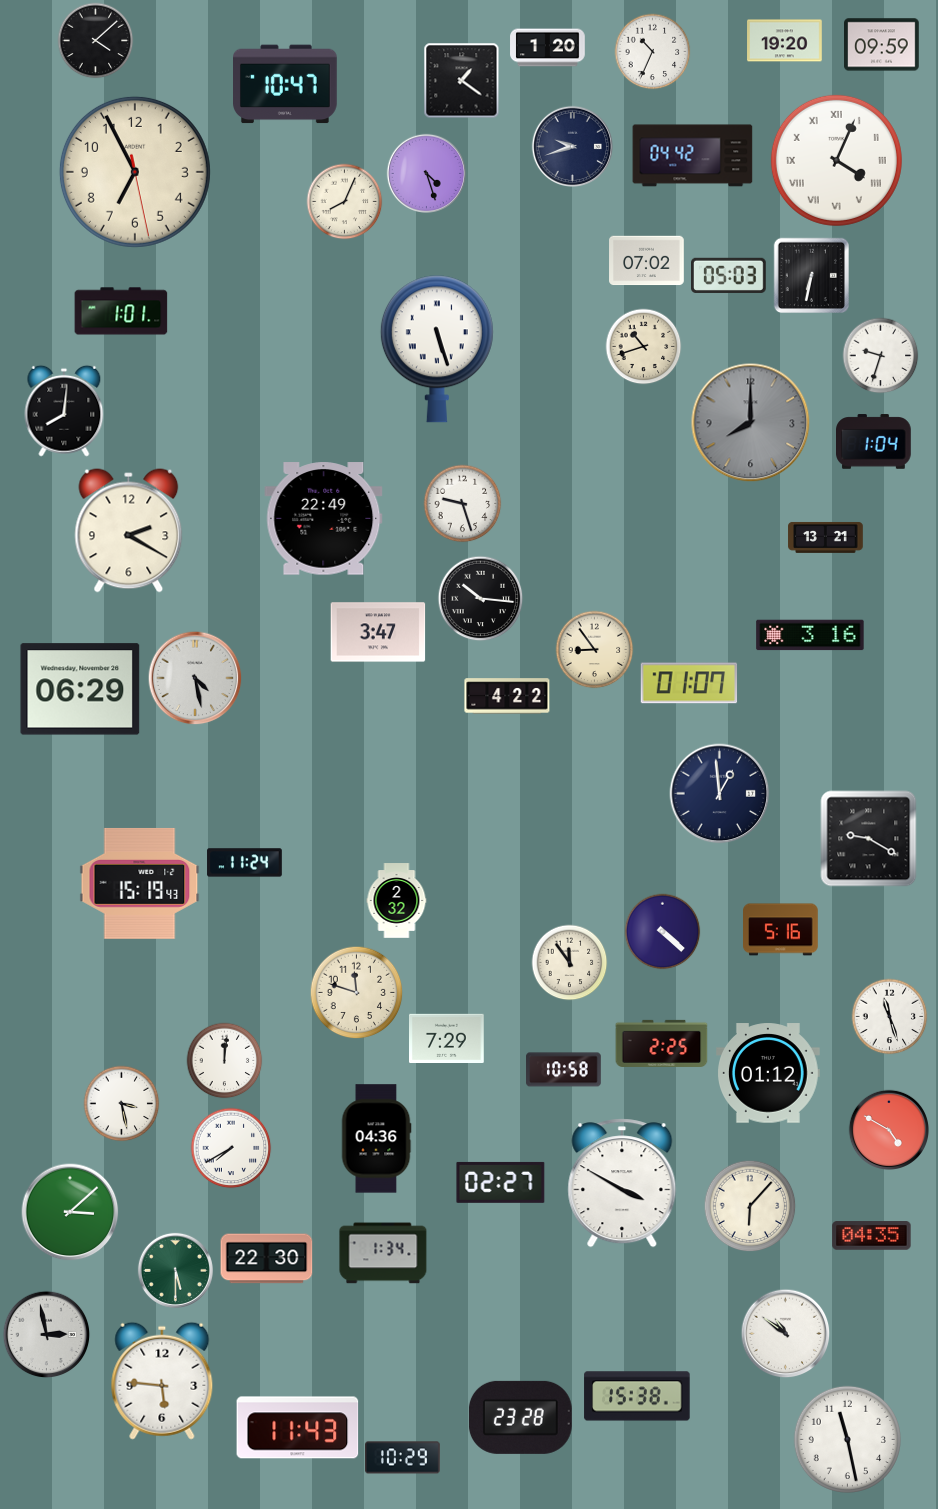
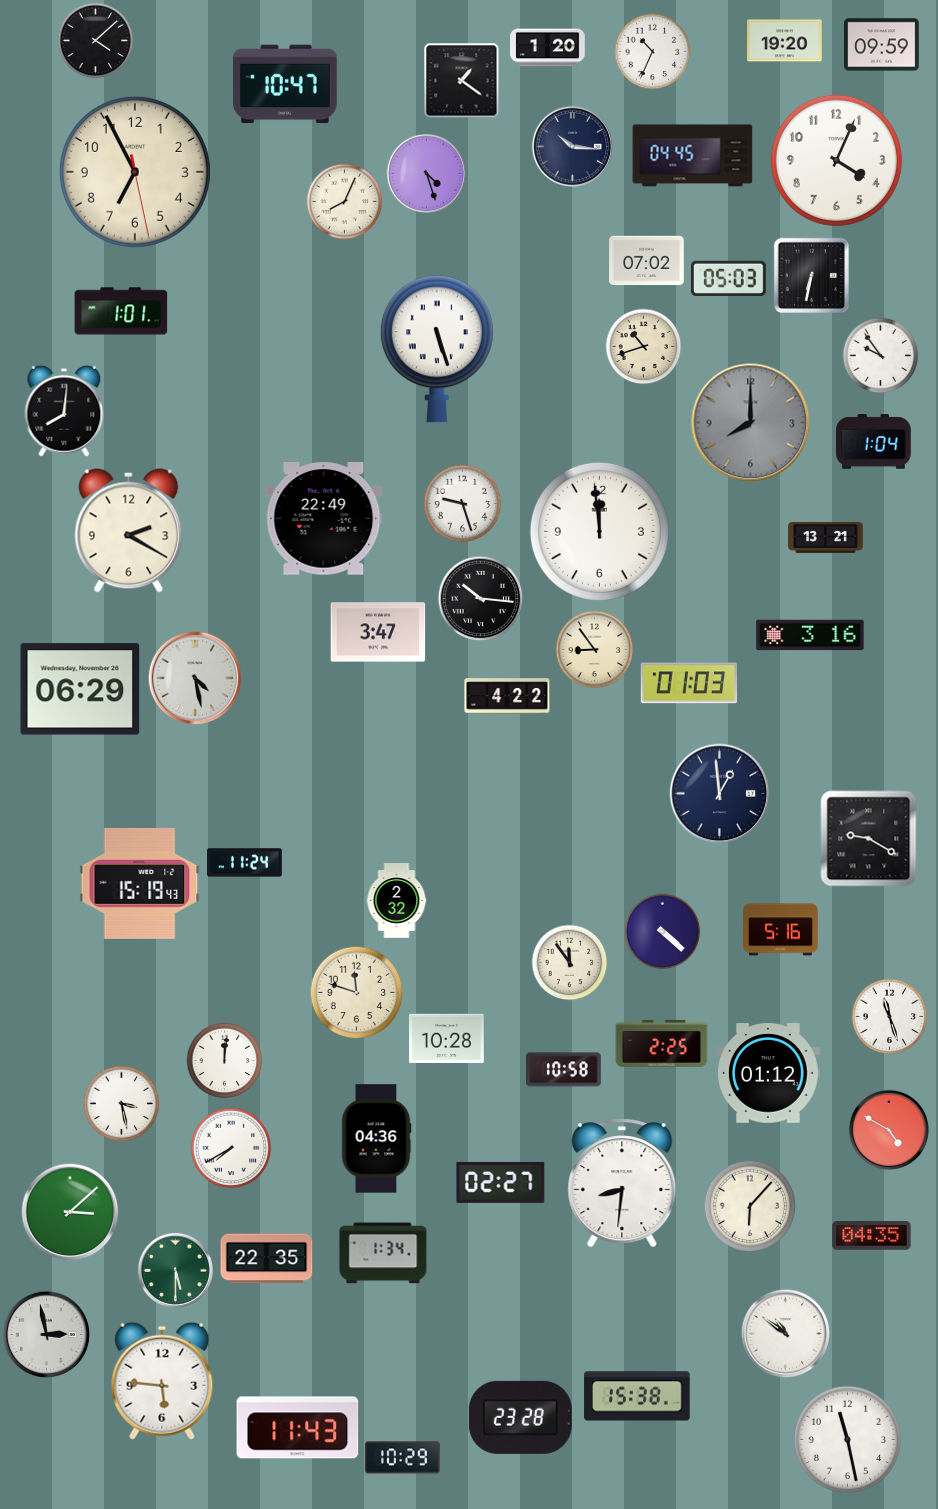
clock at (572, 146): 9:42 -> 10:16
clock at (693, 156): 04:42 -> 04:45
clock at (836, 160) numerals: Roman -> Arabic
clock at (729, 275) position: (729, 275) -> (729, 278)
clock at (881, 356): 9:33 -> 9:54
clock at (599, 531): none -> 11:59
clock at (689, 683): 01:07 -> 01:03
clock at (447, 1038): 7:29 -> 10:28
clock at (622, 1183): 3:50 -> 8:31
clock at (267, 1259): 22:30 -> 22:35
